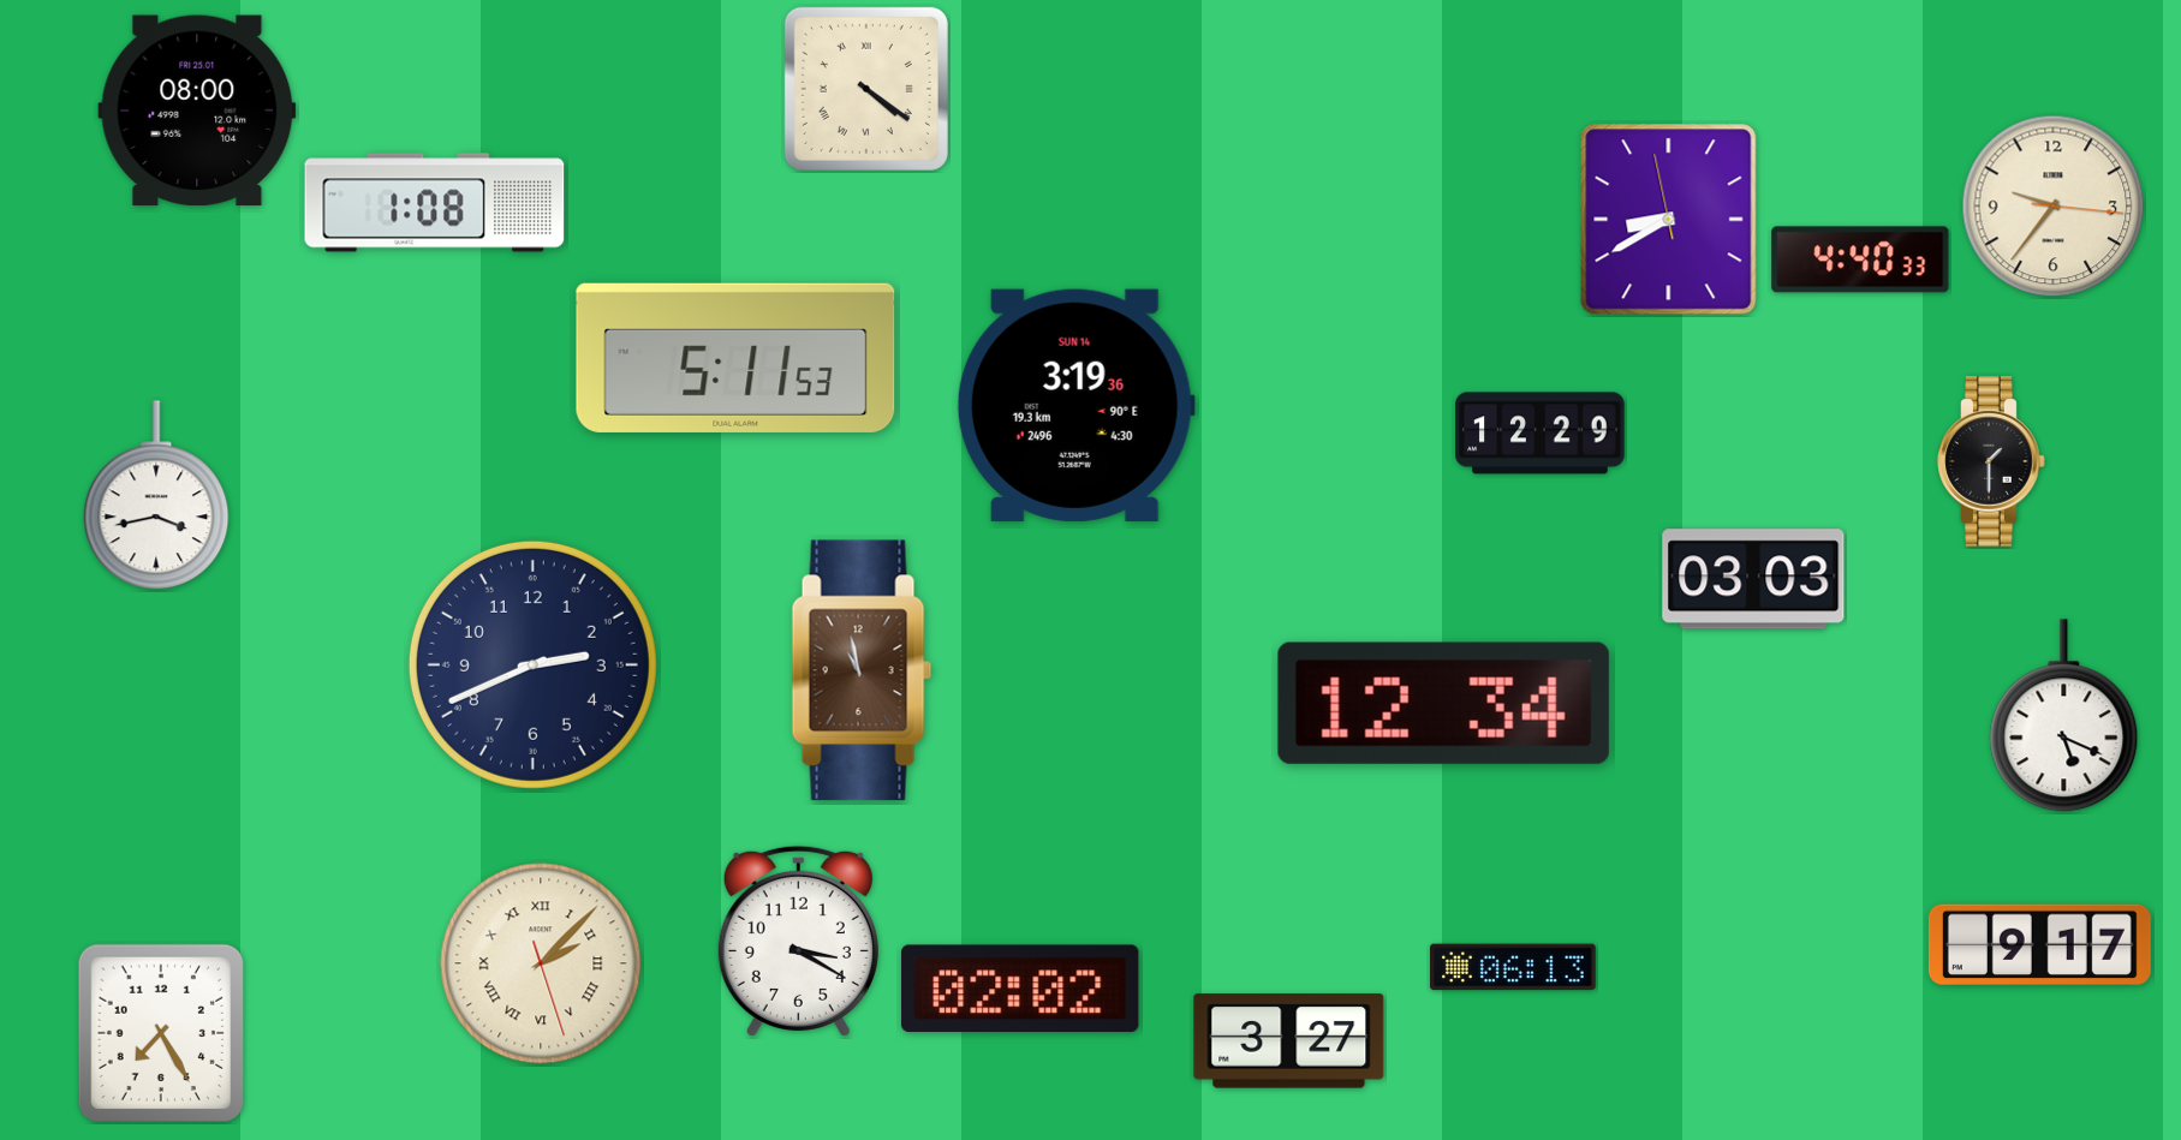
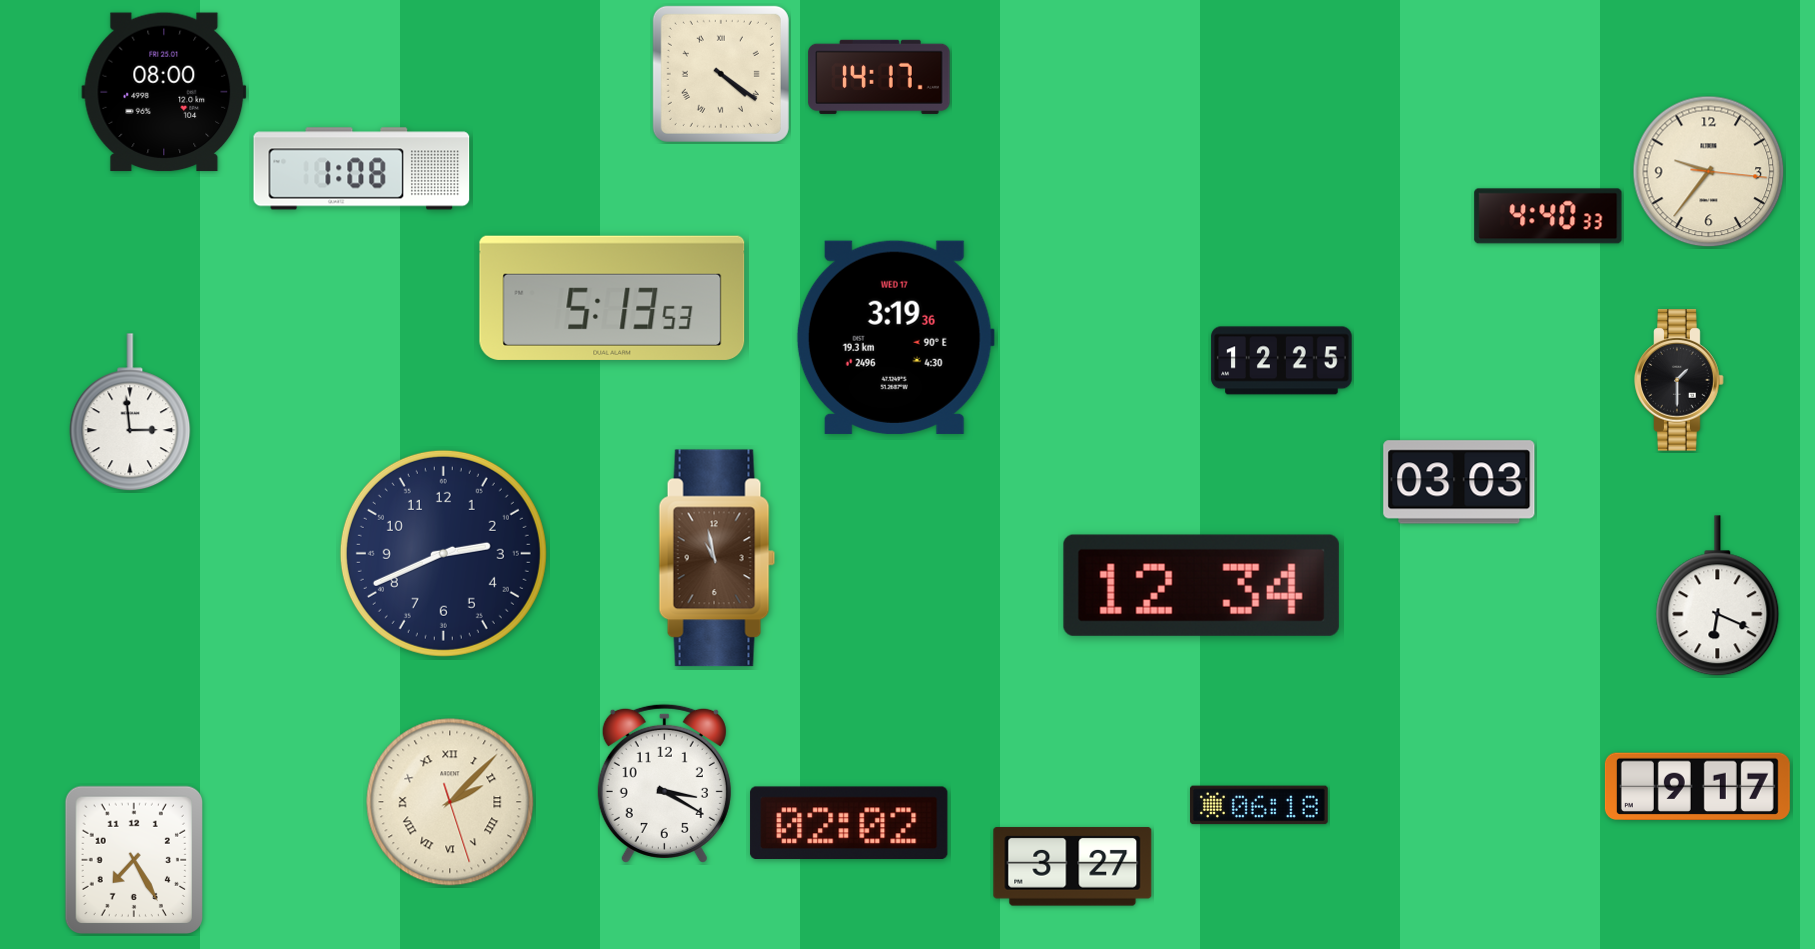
clock at (879, 77): none -> 14:17
clock at (1669, 220): 8:39 -> none
clock at (735, 358): 5:11 -> 5:13
clock at (1075, 405) date: SUN 14 -> WED 17
clock at (1541, 434): 12:29 -> 12:25
clock at (1991, 461) position: (1991, 461) -> (1679, 380)
clock at (156, 496): 3:43 -> 2:59
clock at (2064, 716): 5:19 -> 6:19
clock at (1514, 967): 06:13 -> 06:18
